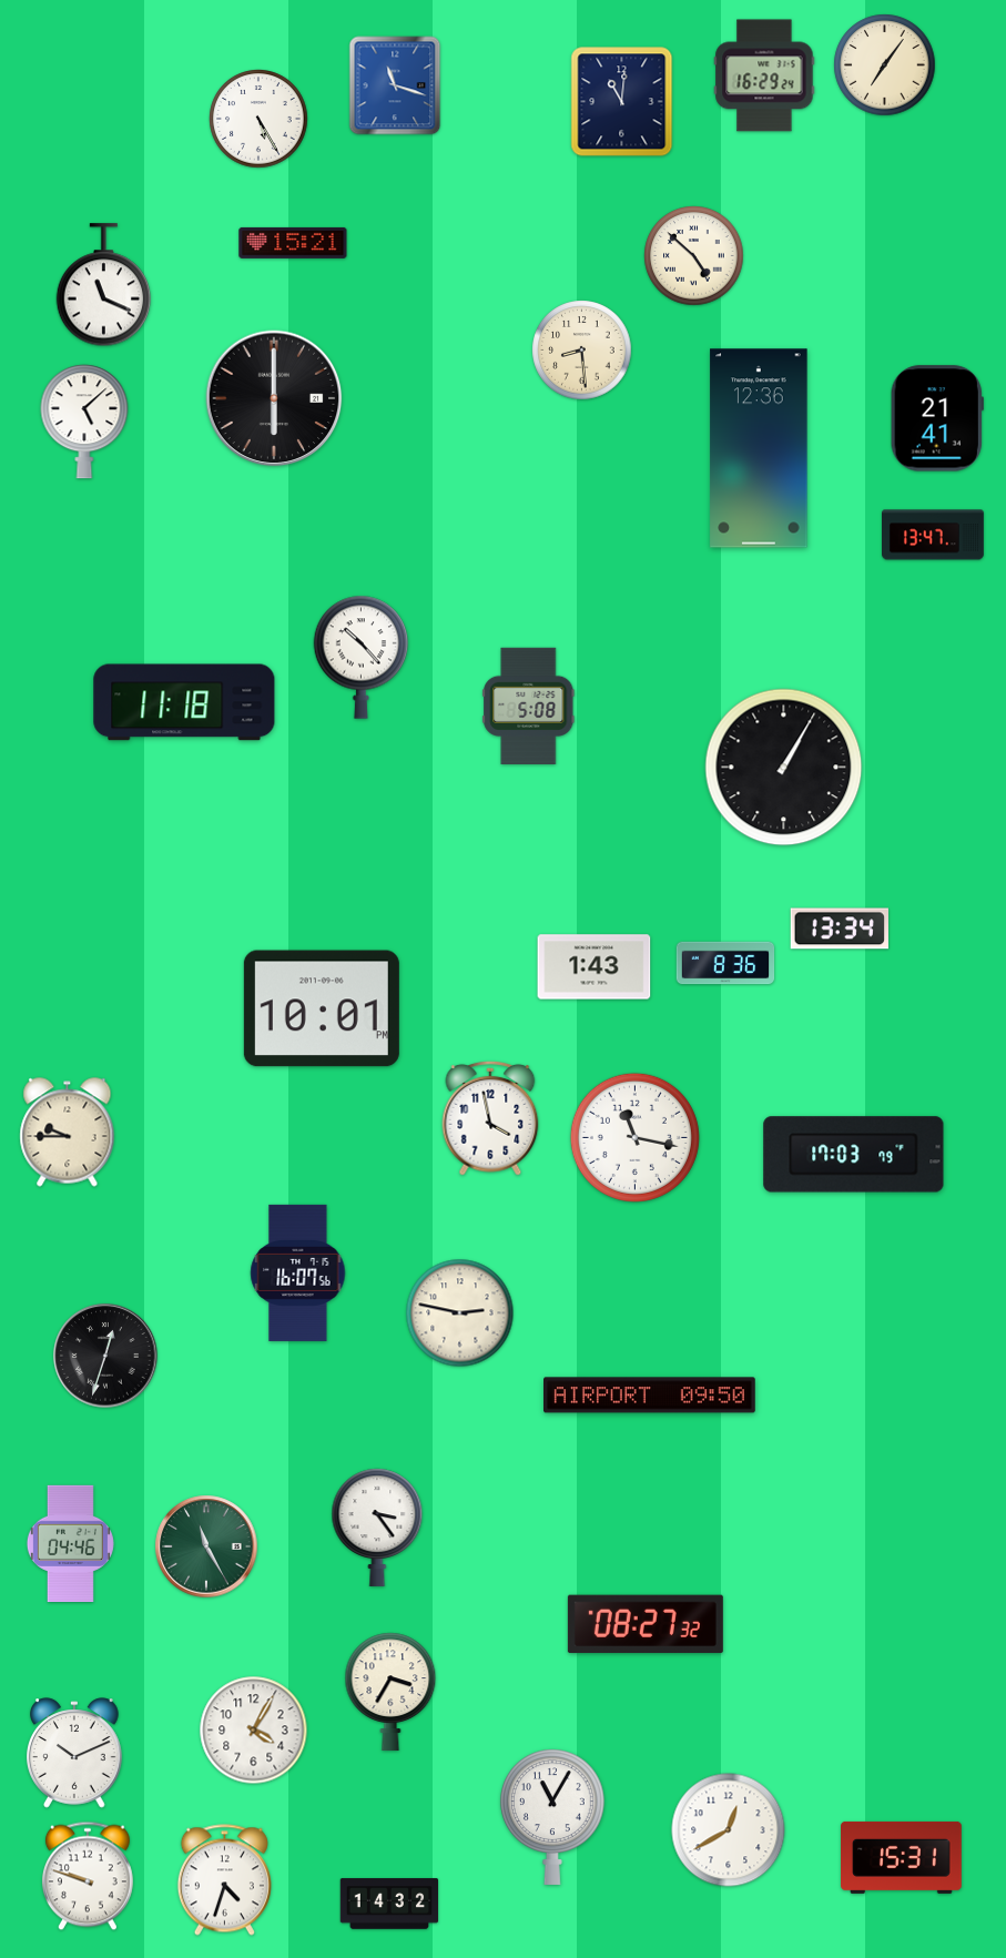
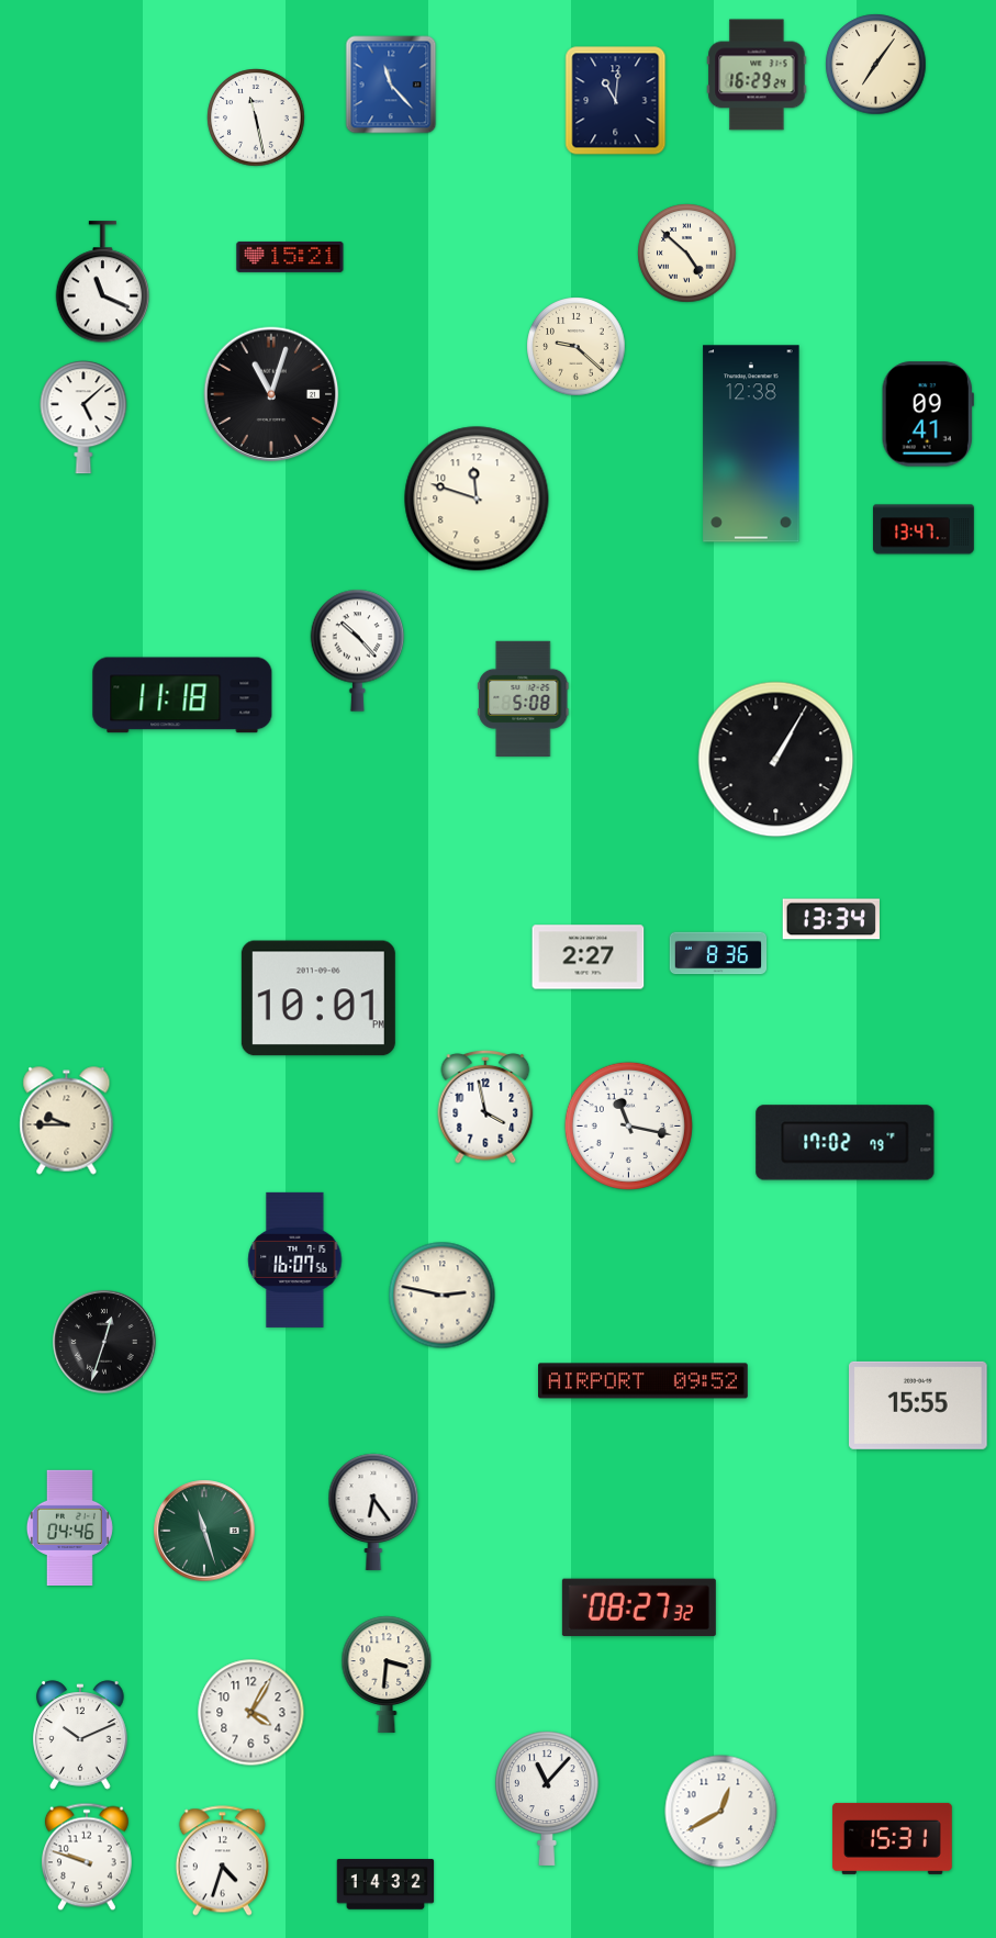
clock at (395, 85): 11:18 -> 11:23
clock at (258, 119): 5:25 -> 11:28
clock at (293, 243) position: (293, 243) -> (290, 257)
clock at (582, 351): 8:29 -> 9:22
clock at (274, 398): 6:00 -> 11:03
clock at (937, 418): 21:41 -> 09:41
clock at (759, 448): 12:36 -> 12:38
clock at (477, 498): none -> 11:48
clock at (595, 967): 1:43 -> 2:27
clock at (854, 1155): 17:03 -> 17:02
clock at (460, 1313) position: (460, 1313) -> (443, 1296)
clock at (650, 1396): 09:50 -> 09:52
clock at (919, 1405): none -> 15:55
clock at (377, 1528): 3:24 -> 6:24
clock at (206, 1546): 11:25 -> 11:27
clock at (390, 1692): 3:35 -> 3:31
clock at (74, 1753) position: (74, 1753) -> (80, 1735)
clock at (552, 1817): 11:05 -> 11:07
